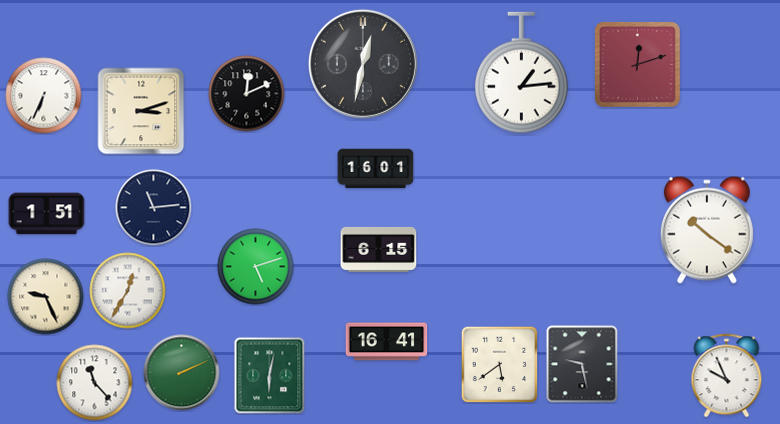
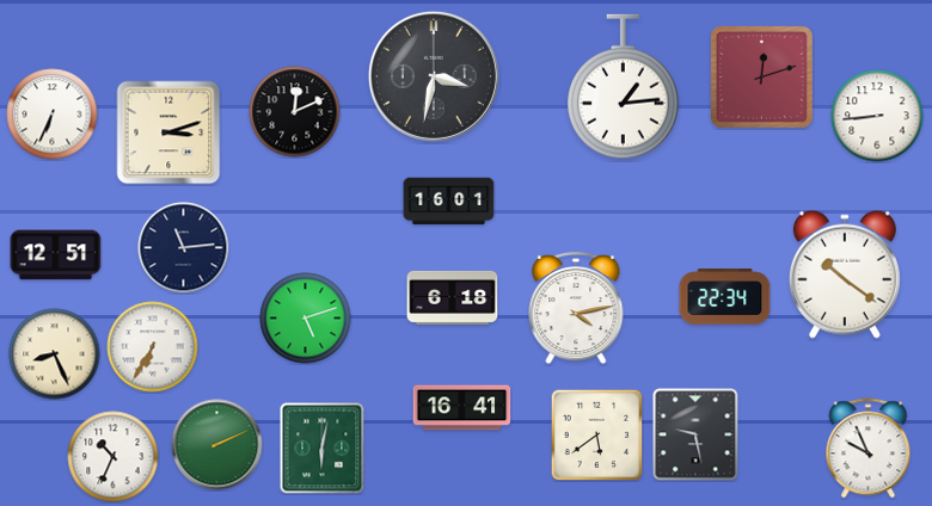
clock at (363, 64): 12:32 -> 3:32
clock at (877, 116): none -> 8:44
clock at (47, 214): 1:51 -> 12:51
clock at (379, 249): 6:15 -> 6:18
clock at (725, 297): none -> 22:34
clock at (576, 308): none -> 4:13
clock at (128, 291): 12:35 -> 6:35
clock at (46, 297): 9:26 -> 8:26
clock at (95, 383): 11:23 -> 10:34
